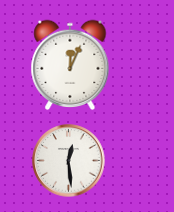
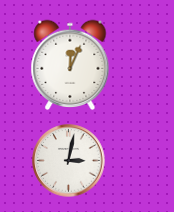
clock at (69, 161): 12:29 -> 3:02
